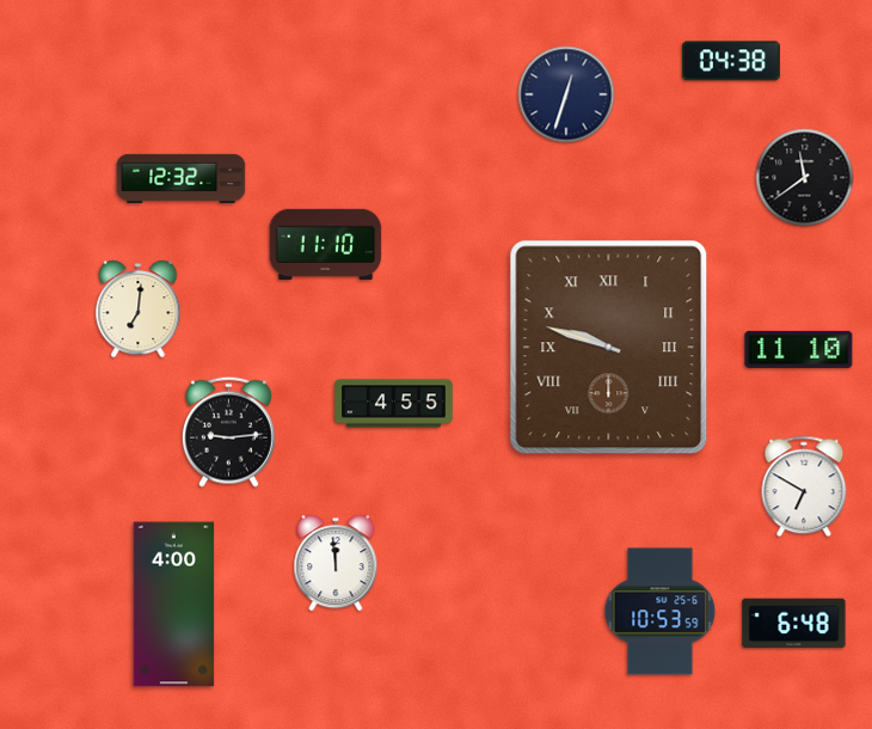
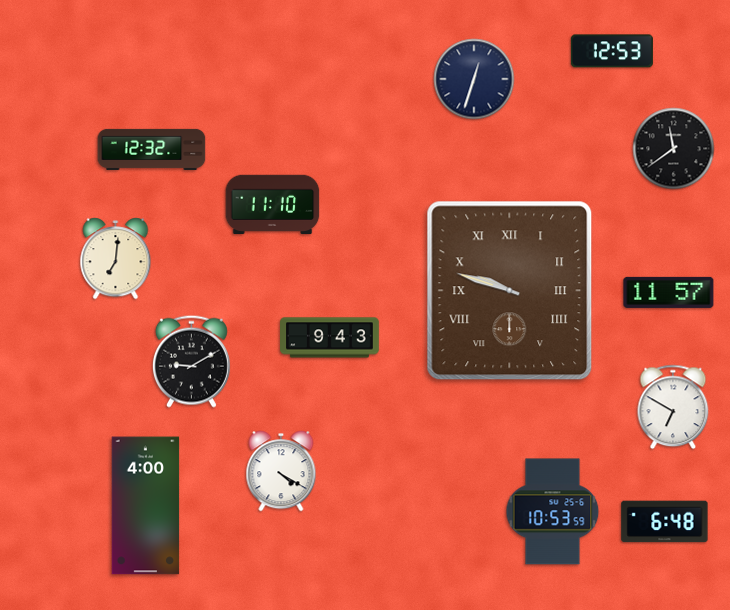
clock at (731, 61): 04:38 -> 12:53
clock at (799, 349): 11:10 -> 11:57
clock at (394, 404): 4:55 -> 9:43
clock at (228, 431): 9:14 -> 9:10
clock at (336, 563): 11:59 -> 4:20
